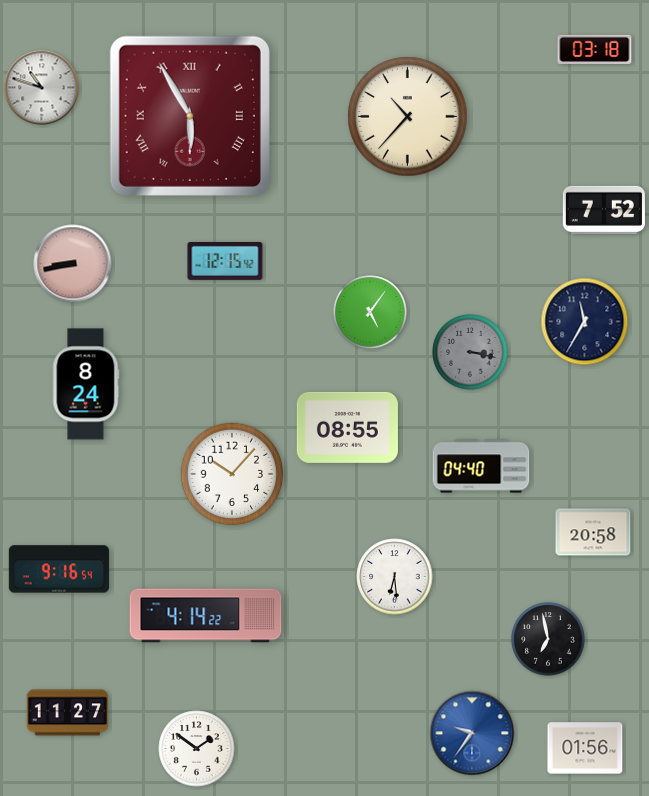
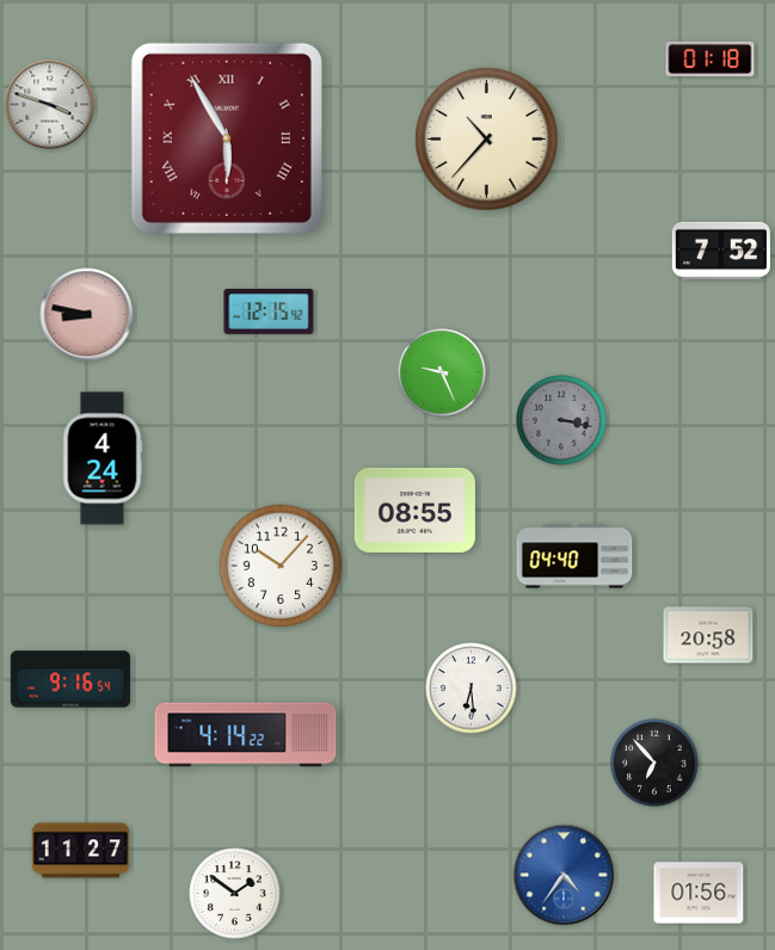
clock at (595, 49): 03:18 -> 01:18
clock at (42, 88): 10:48 -> 3:48
clock at (73, 264): 8:43 -> 8:47
clock at (370, 312): 5:06 -> 9:26
clock at (585, 322): 11:35 -> none
clock at (86, 384): 8:24 -> 4:24
clock at (232, 474) position: (232, 474) -> (281, 566)
clock at (548, 639): 6:58 -> 6:53
clock at (472, 733): 9:36 -> 4:36
